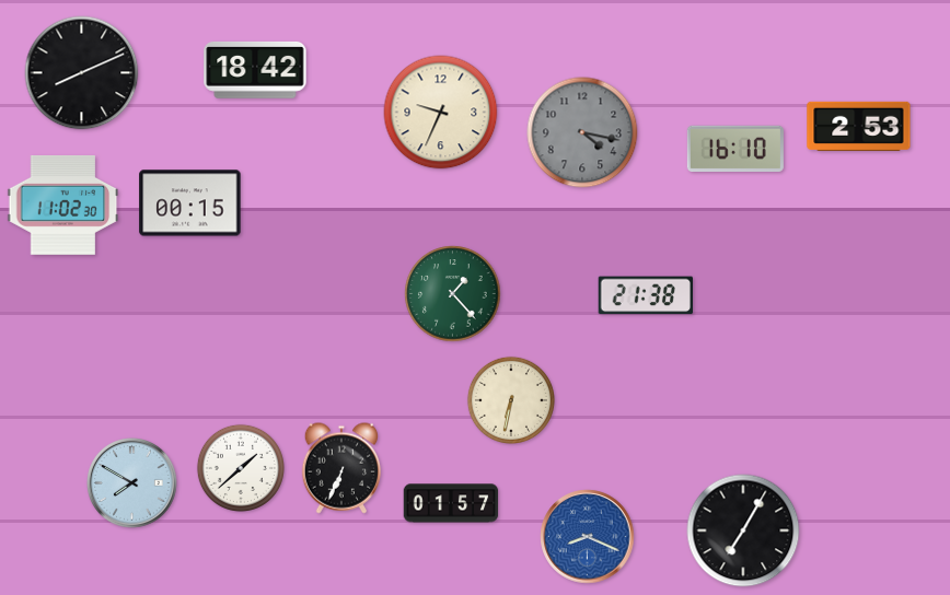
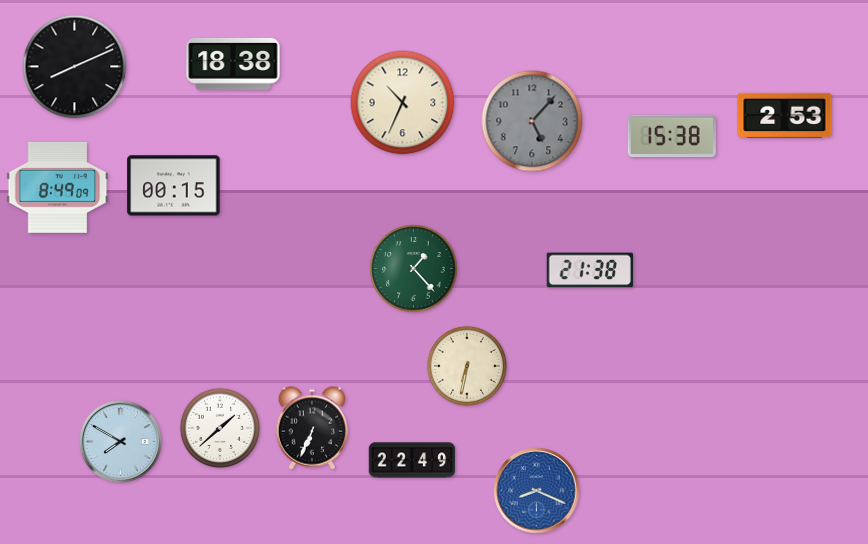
clock at (255, 70): 18:42 -> 18:38
clock at (441, 113): 9:34 -> 10:34
clock at (582, 132): 4:17 -> 5:07
clock at (735, 148): 16:10 -> 15:38
clock at (63, 205): 11:02 -> 8:49
clock at (451, 503): 01:57 -> 22:49
clock at (743, 530): 7:05 -> none
